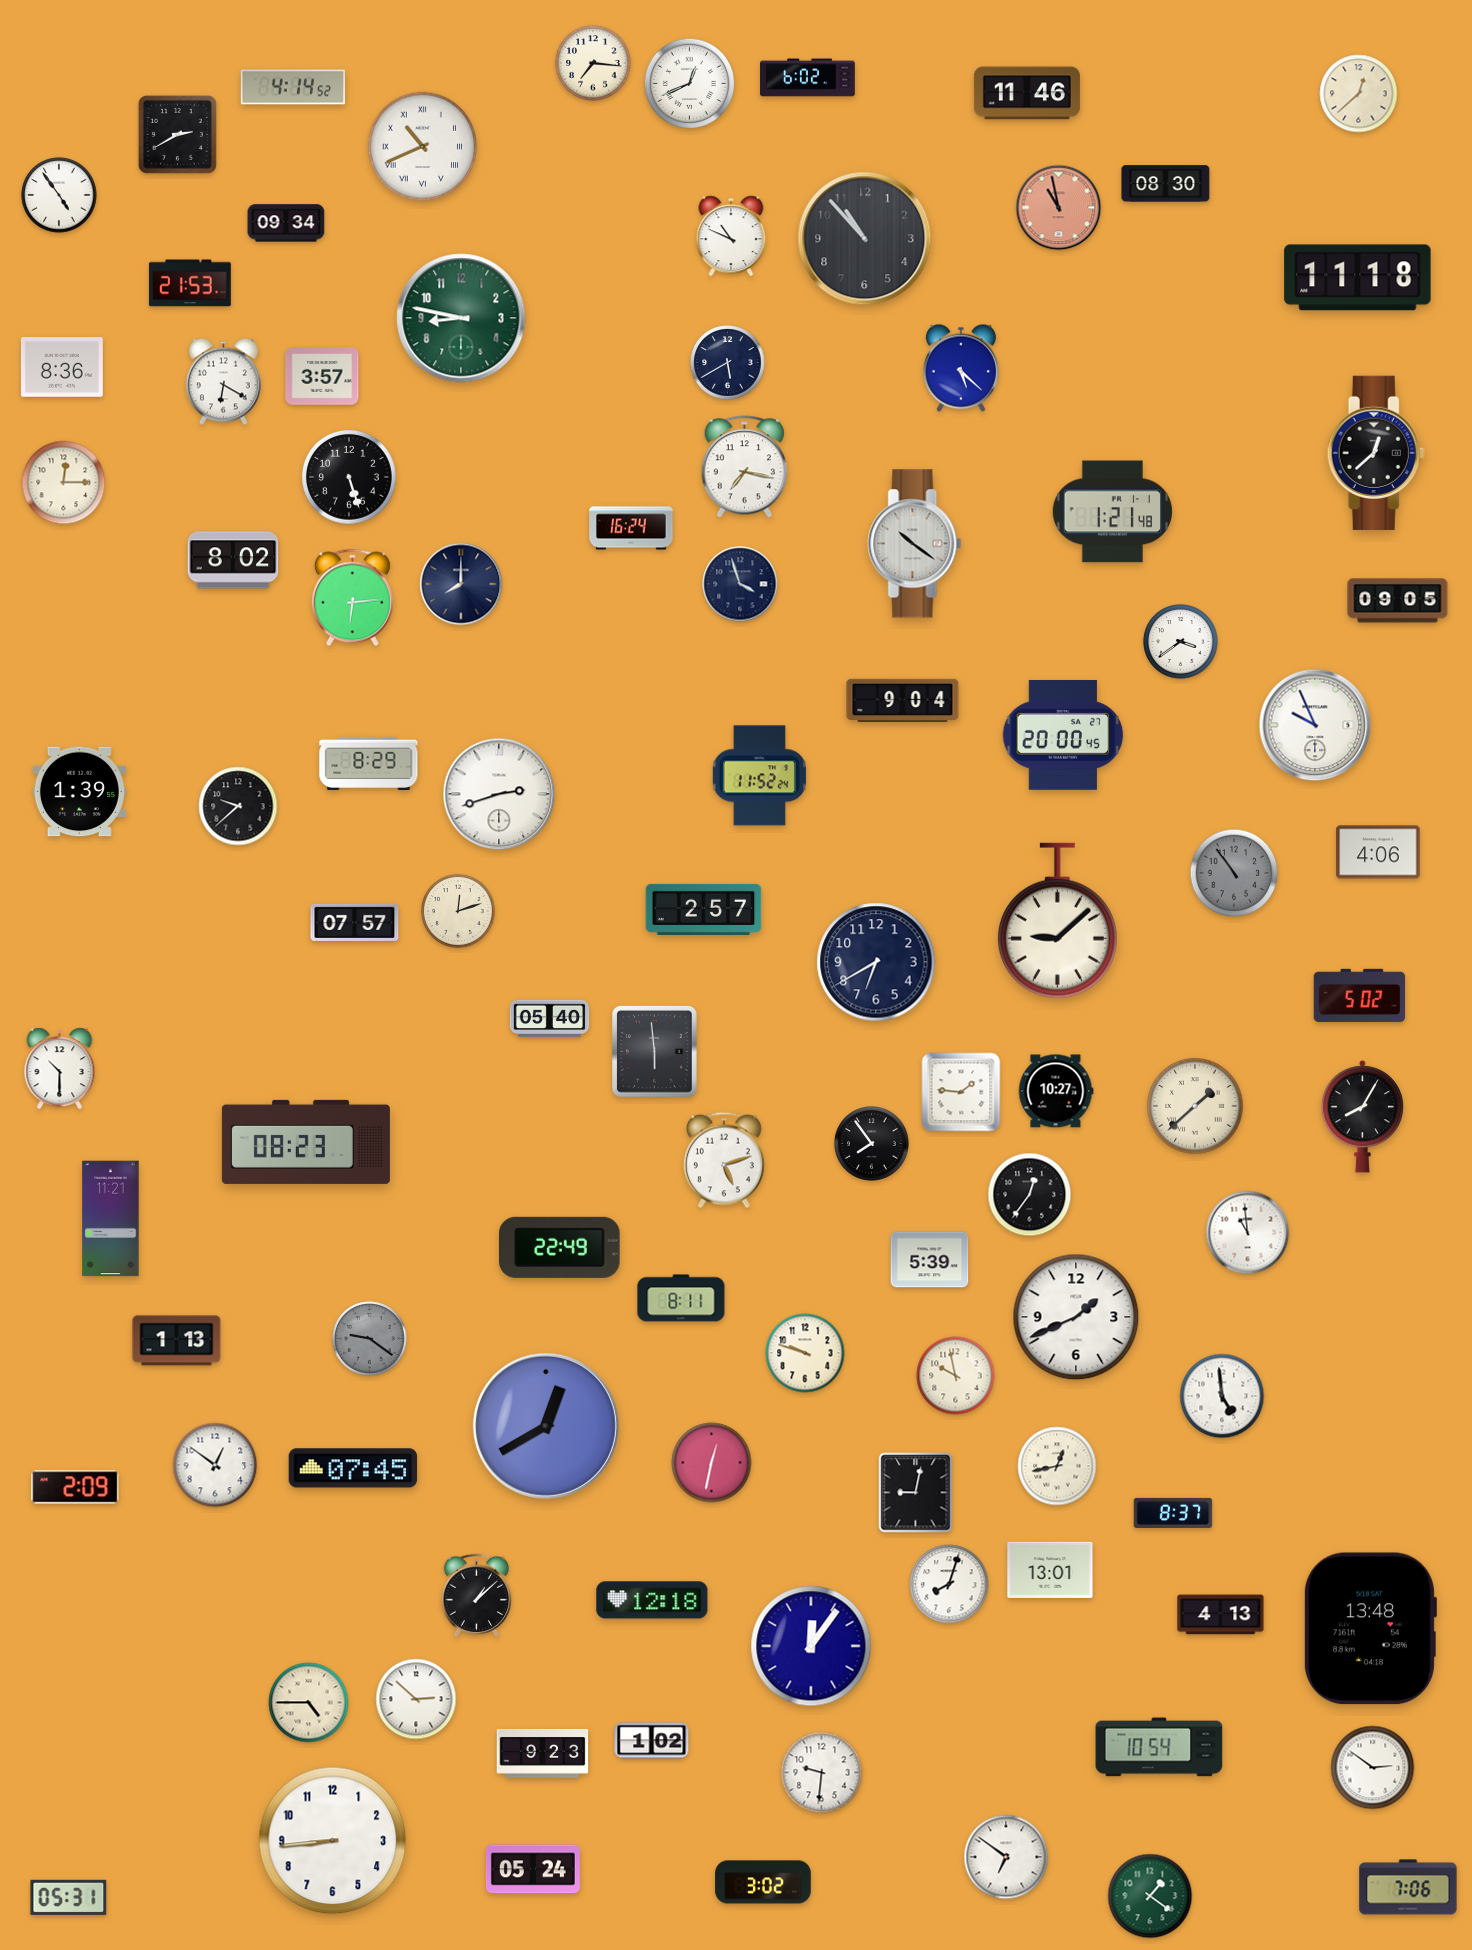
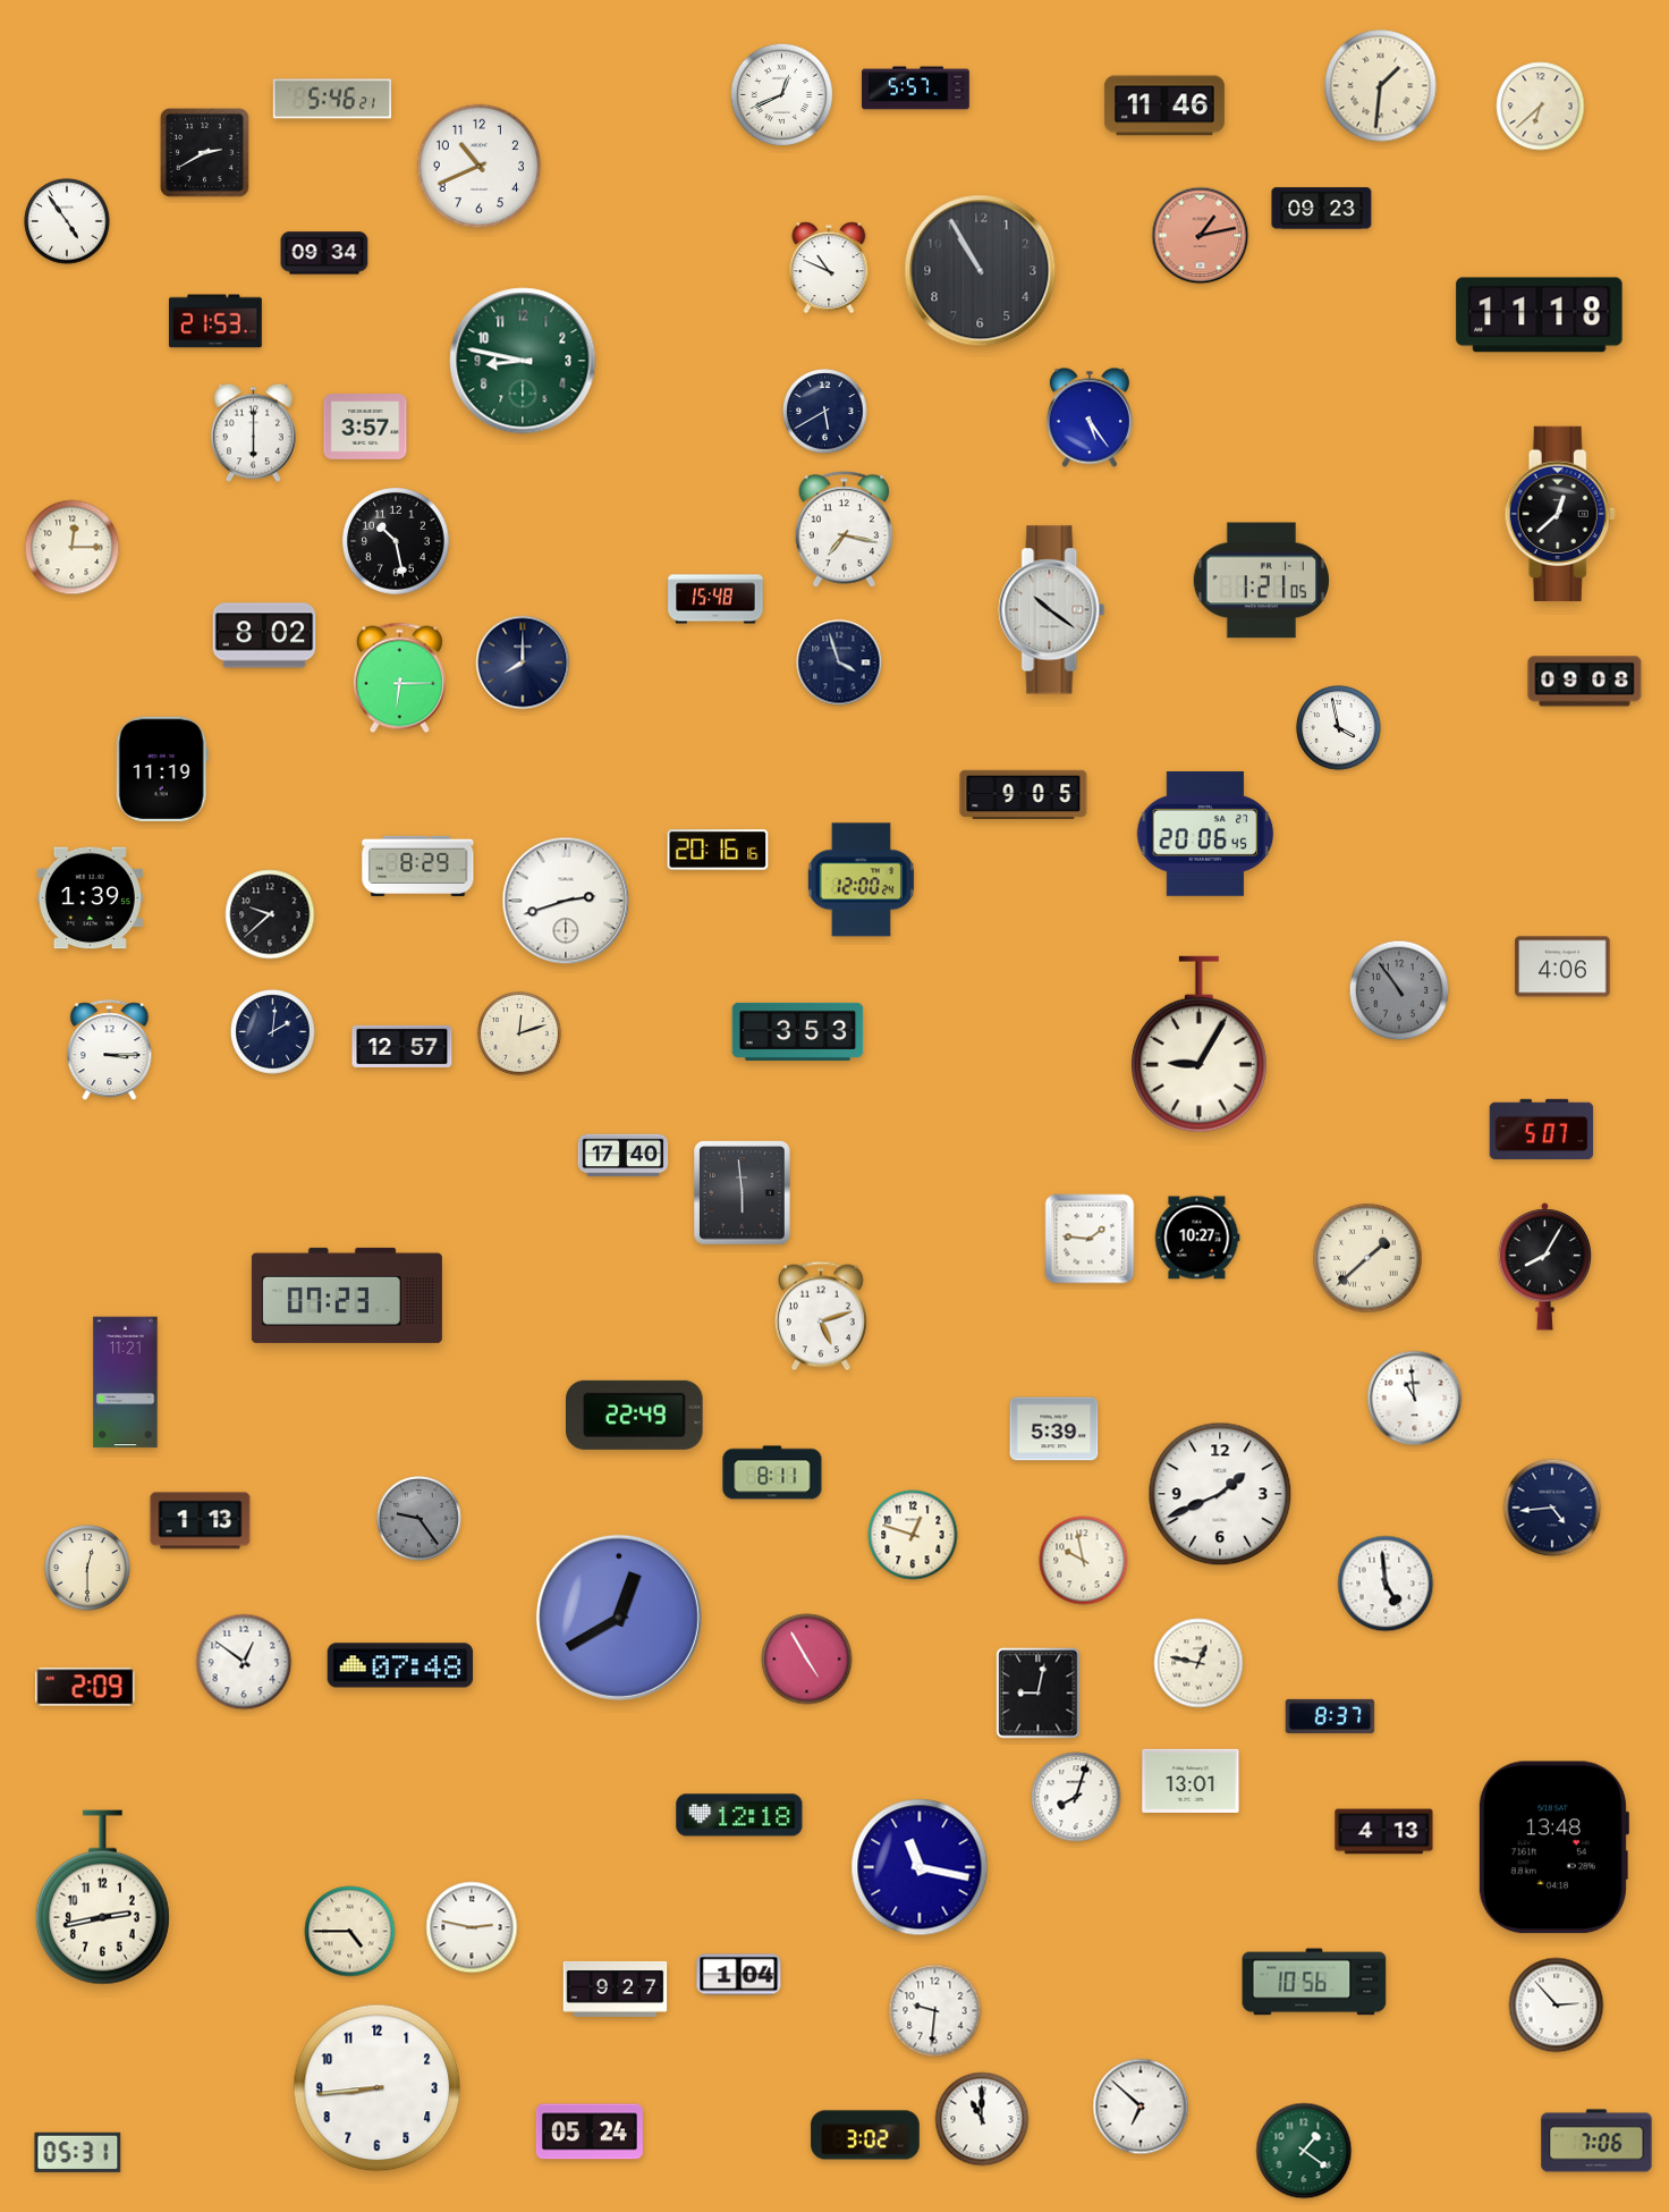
clock at (593, 63): 7:16 -> none
clock at (1381, 86): none -> 1:31
clock at (808, 78): 6:02 -> 5:57
clock at (293, 87): 4:14 -> 5:46
clock at (1359, 94): 12:38 -> 6:38
clock at (177, 134) position: (177, 134) -> (204, 152)
clock at (423, 147) numerals: Roman -> Arabic
clock at (1166, 184): 08:30 -> 09:23
clock at (1059, 208): 10:58 -> 1:13
clock at (865, 239): 10:53 -> 10:55
clock at (62, 367): 8:36 -> none
clock at (961, 368): 5:22 -> 5:24
clock at (223, 382): 6:20 -> 6:00
clock at (349, 477): 5:27 -> 10:28
clock at (1112, 512): 1:21:48 -> 1:21:05
clock at (631, 528): 16:24 -> 15:48
clock at (915, 544) position: (915, 544) -> (1052, 610)
clock at (352, 598): 6:14 -> 6:15
clock at (1398, 601): 09:05 -> 09:08
clock at (1181, 642): 3:39 -> 3:58
clock at (162, 769): none -> 11:19
clock at (903, 700): 9:04 -> 9:05
clock at (1315, 725): 9:56 -> none
clock at (1063, 735): 20:00 -> 20:06
clock at (718, 850): none -> 20:16
clock at (759, 776): 11:52 -> 12:00
clock at (704, 909): 2:57 -> 3:53
clock at (273, 1032): none -> 2:01
clock at (1057, 921): 9:08 -> 9:05
clock at (355, 922): 07:57 -> 12:57
clock at (110, 1050): none -> 3:15
clock at (876, 962): 6:40 -> none
clock at (1360, 995): 5:02 -> 5:07
clock at (550, 1019): 05:40 -> 17:40
clock at (60, 1069): 10:30 -> none
clock at (1195, 1106) position: (1195, 1106) -> (1367, 1258)
clock at (306, 1142): 08:23 -> 07:23
clock at (872, 1144): 7:54 -> none
clock at (1030, 1195): 12:36 -> none
clock at (1552, 1508): none -> 4:44
clock at (370, 1339): 9:21 -> 9:24
clock at (805, 1353): 9:48 -> 12:48
clock at (87, 1568): none -> 12:30
clock at (712, 1463): 12:32 -> 4:55
clock at (1057, 1466): 12:43 -> 12:47
clock at (353, 1468): 07:45 -> 07:48
clock at (477, 1595): 1:08 -> none
clock at (811, 1646): 12:06 -> 11:17
clock at (102, 1898): none -> 2:43
clock at (416, 1699): 2:52 -> 2:47
clock at (652, 1741): 1:02 -> 1:04
clock at (1159, 1747): 10:54 -> 10:56
clock at (543, 1753): 9:23 -> 9:27
clock at (1373, 1768): 2:51 -> 2:53
clock at (822, 1773) position: (822, 1773) -> (935, 2011)
clock at (1006, 1857): 6:51 -> 6:52
clock at (982, 2119): none -> 11:00
clock at (533, 1869) position: (533, 1869) -> (590, 2131)
